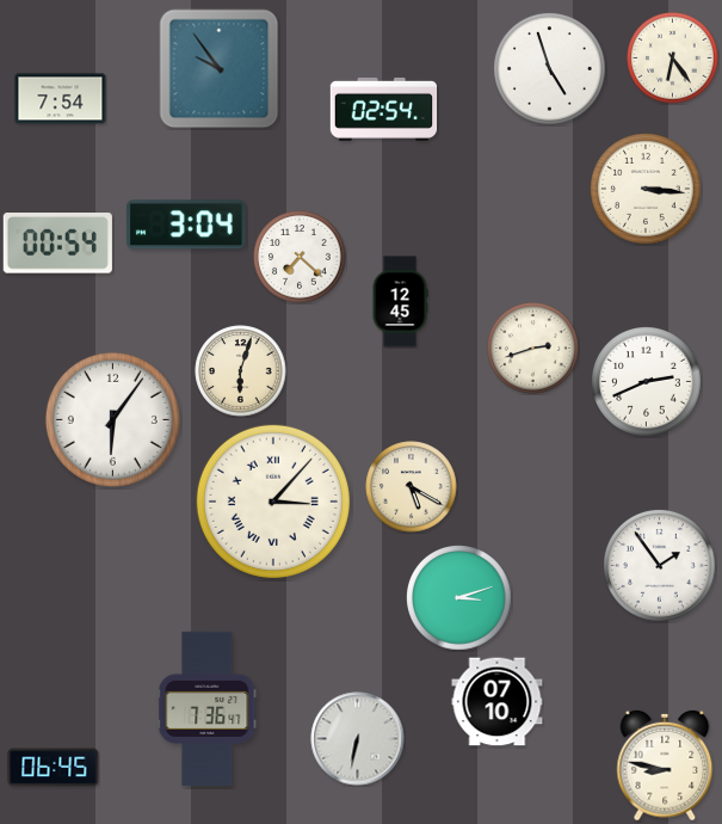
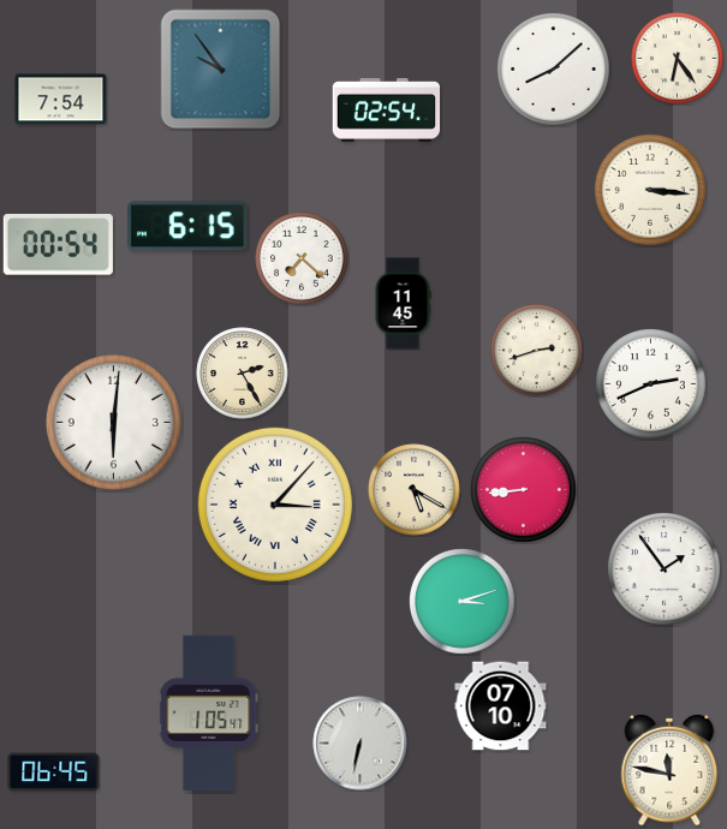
clock at (550, 69): 4:57 -> 8:08
clock at (187, 225): 3:04 -> 6:15
clock at (400, 302): 12:45 -> 11:45
clock at (241, 371): 6:03 -> 2:25
clock at (112, 419): 6:06 -> 6:01
clock at (524, 490): none -> 8:44
clock at (208, 708): 7:36 -> 1:05
clock at (665, 765): 8:47 -> 11:47
